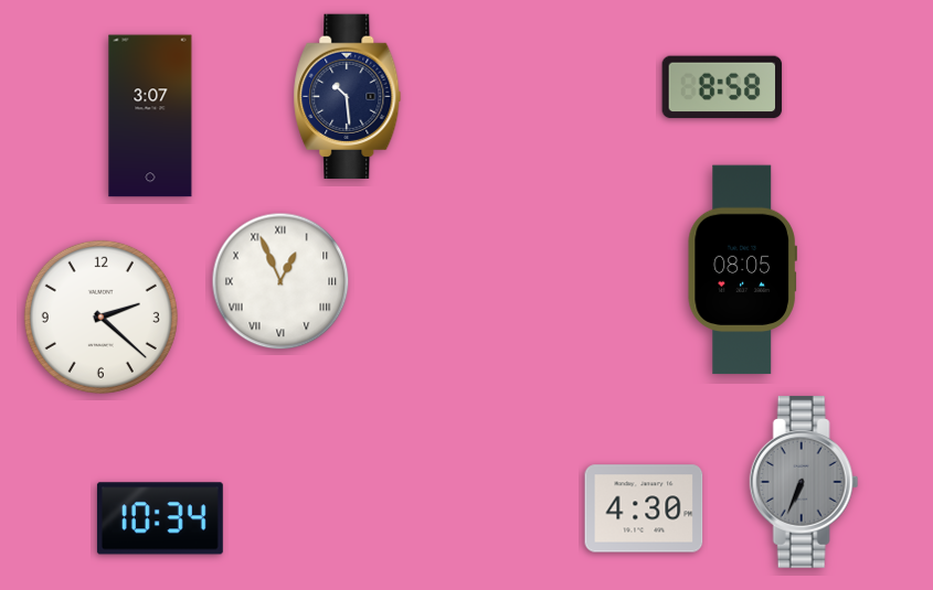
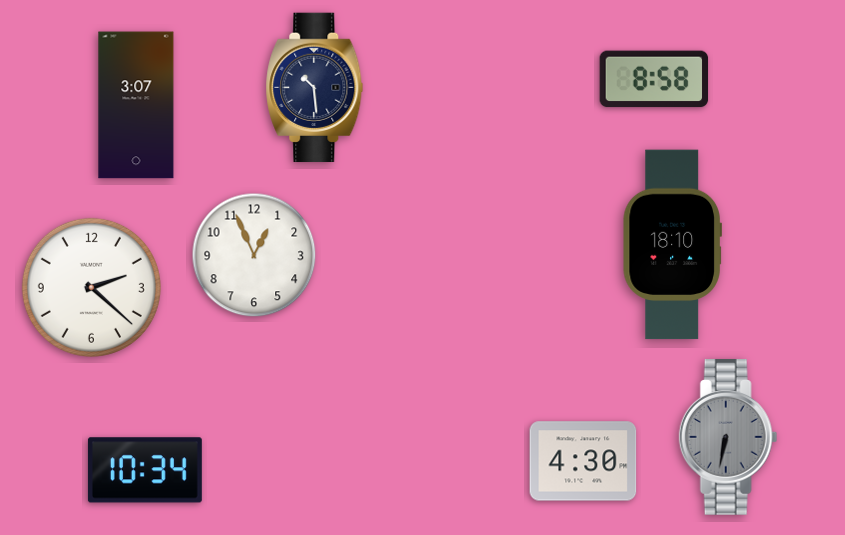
clock at (742, 270): 08:05 -> 18:10
clock at (280, 281) numerals: Roman -> Arabic
clock at (804, 482): 6:34 -> 6:32
